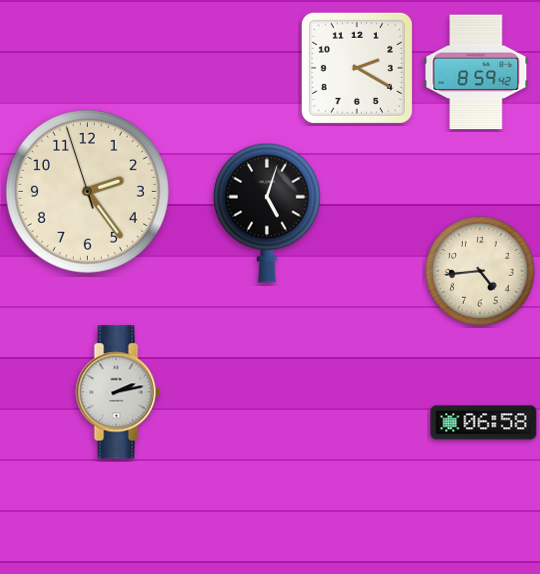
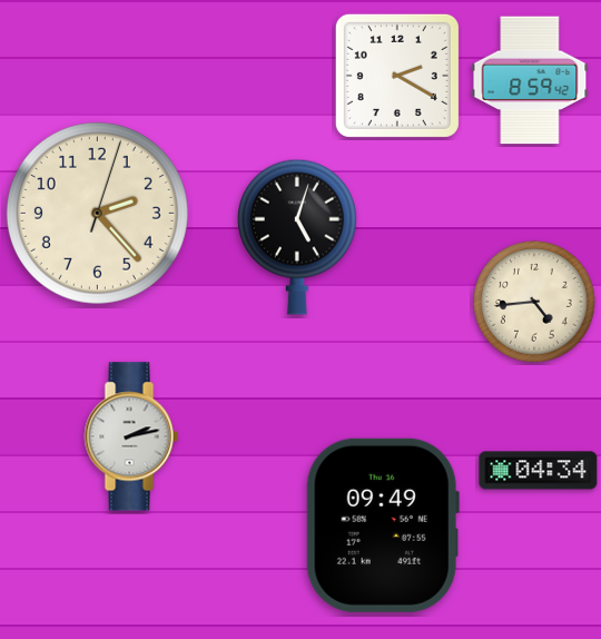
clock at (87, 191): 2:23:57 -> 2:23:03
clock at (484, 423): 06:58 -> 04:34
clock at (383, 525): none -> 09:49
